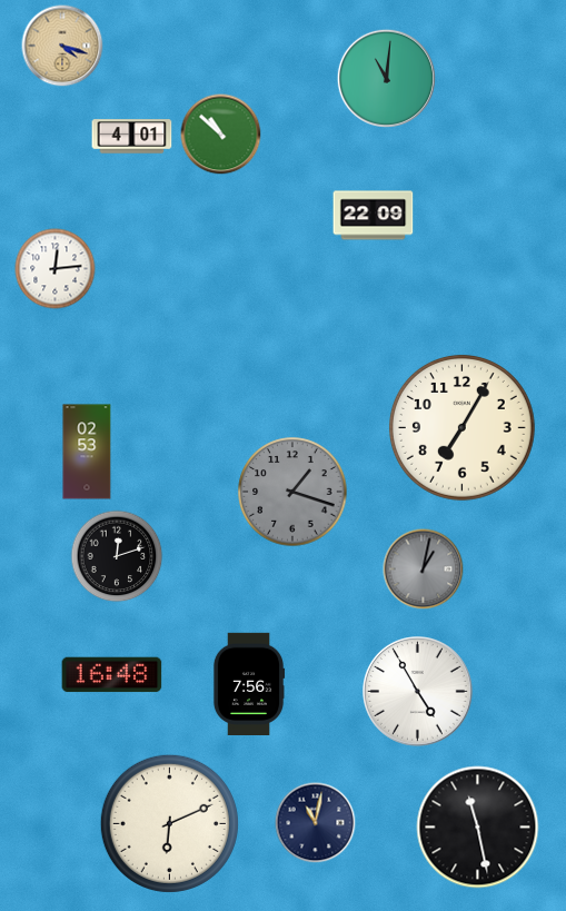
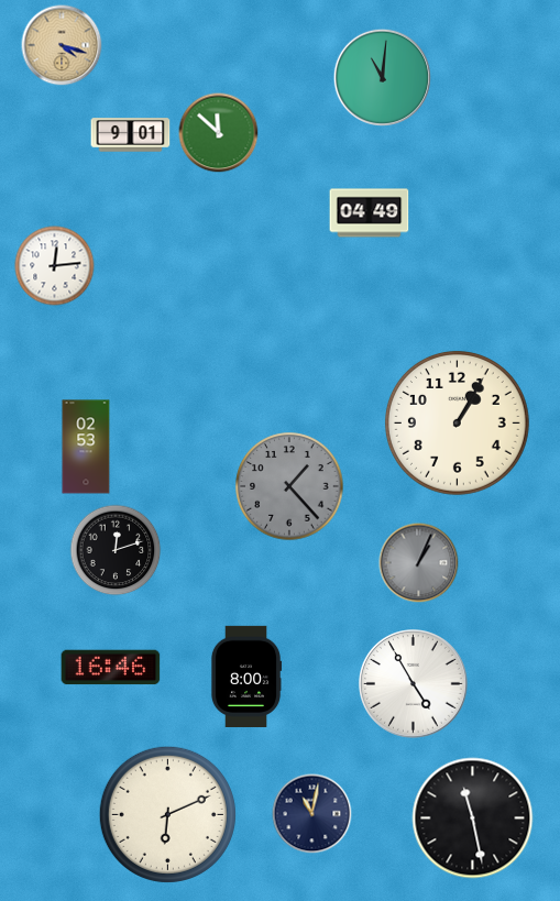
clock at (221, 135): 10:52 -> 11:52
clock at (132, 137): 4:01 -> 9:01
clock at (374, 216): 22:09 -> 04:49
clock at (461, 427): 7:05 -> 1:05
clock at (292, 492): 1:18 -> 1:23
clock at (424, 570): 1:02 -> 1:04
clock at (112, 675): 16:48 -> 16:46
clock at (249, 683): 7:56 -> 8:00
